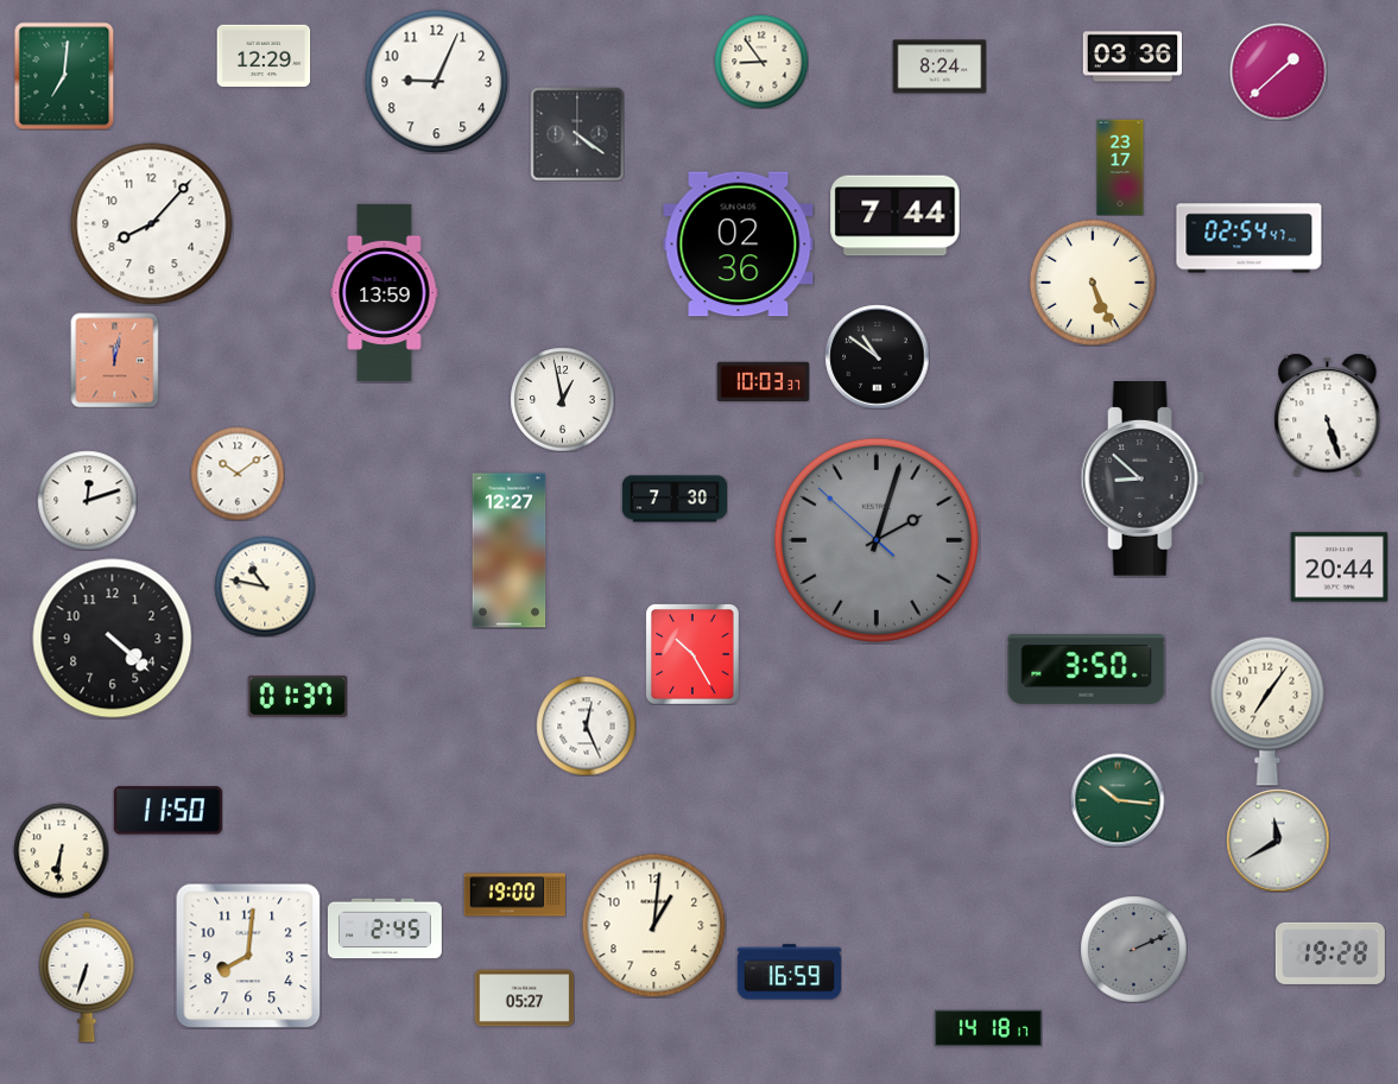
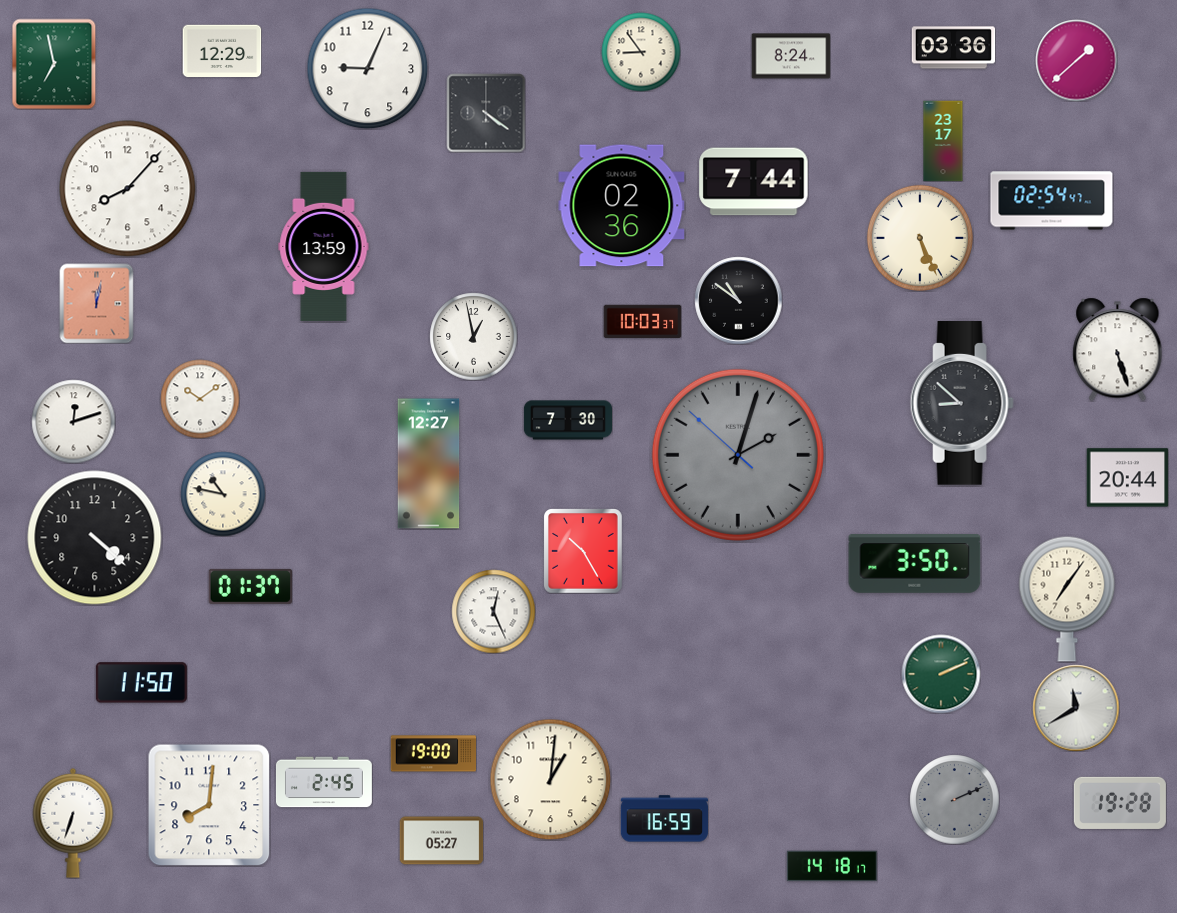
clock at (264, 56) position: (264, 56) -> (222, 51)
clock at (64, 76): 7:01 -> 6:58
clock at (1118, 800): 10:16 -> 2:11
clock at (61, 850): 6:31 -> none
